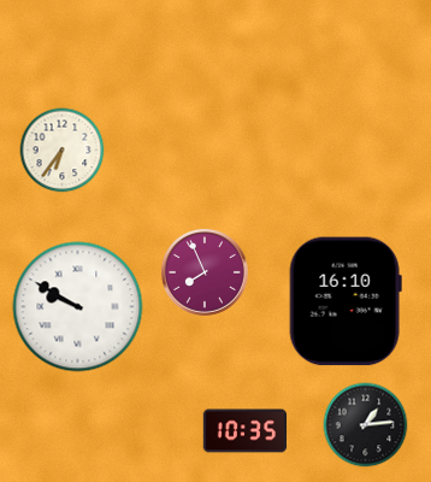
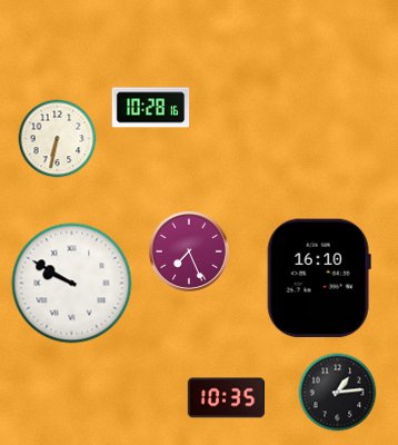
clock at (151, 108): none -> 10:28
clock at (63, 151): 6:36 -> 6:32
clock at (205, 272): 7:56 -> 7:26
